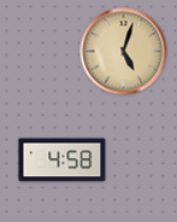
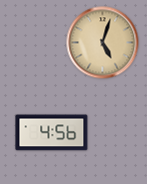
clock at (63, 160): 4:58 -> 4:56
